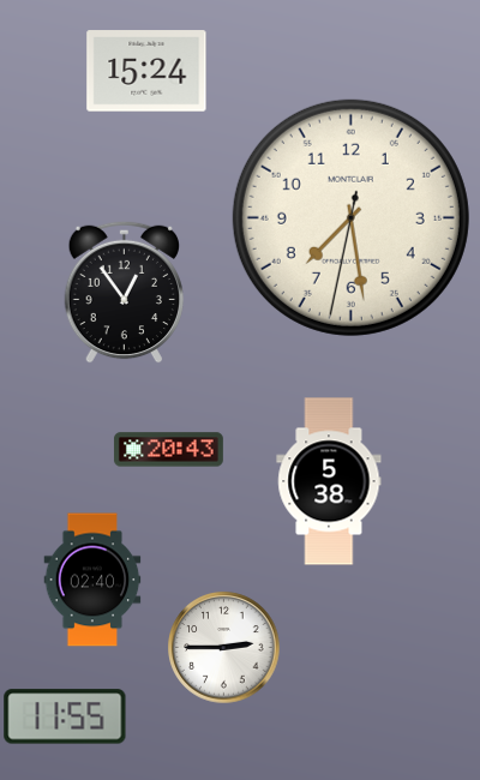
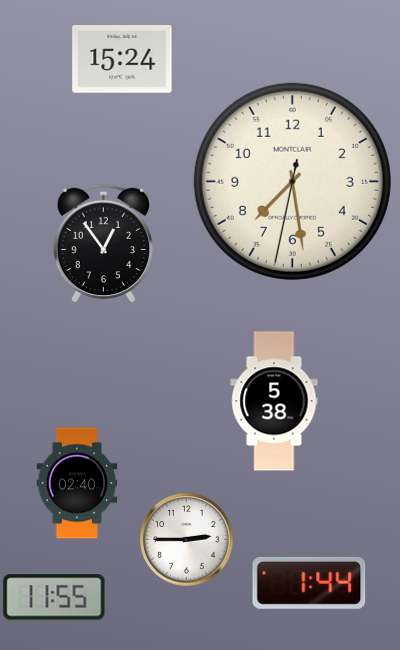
clock at (168, 450): 20:43 -> none
clock at (309, 583): none -> 1:44
